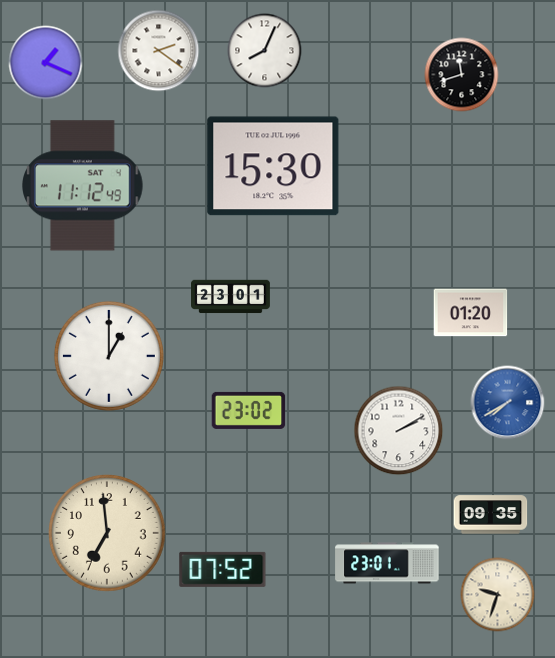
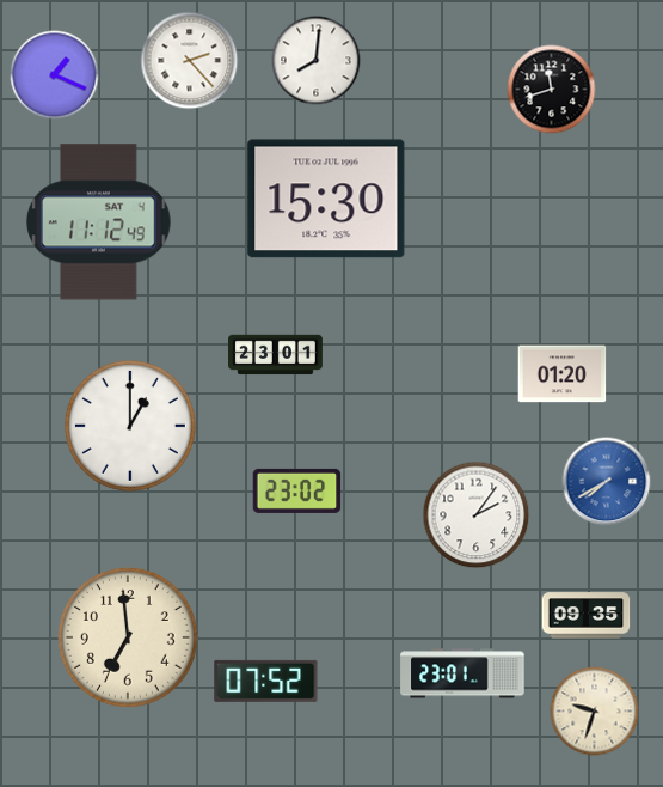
clock at (159, 51): 2:21 -> 2:23
clock at (265, 51): 8:04 -> 8:01
clock at (399, 431): 2:10 -> 2:06
